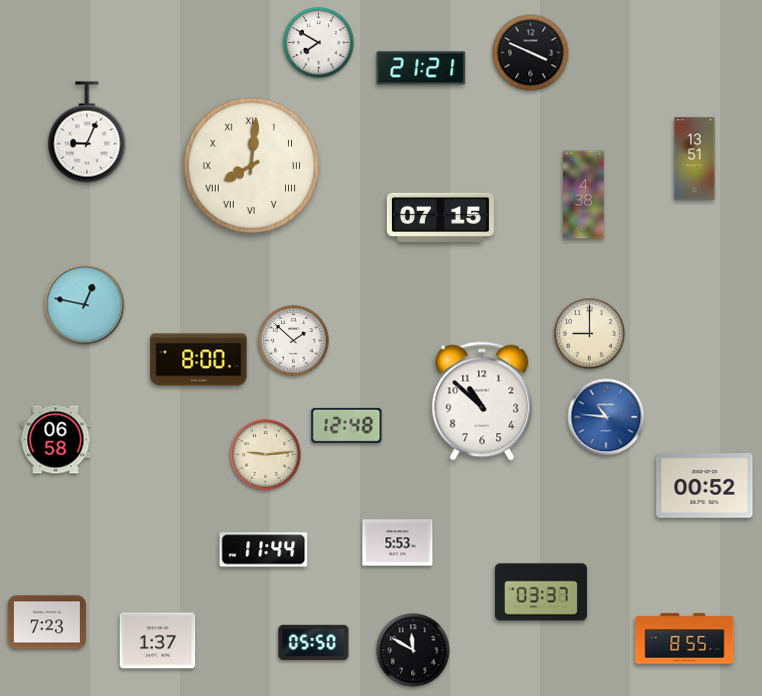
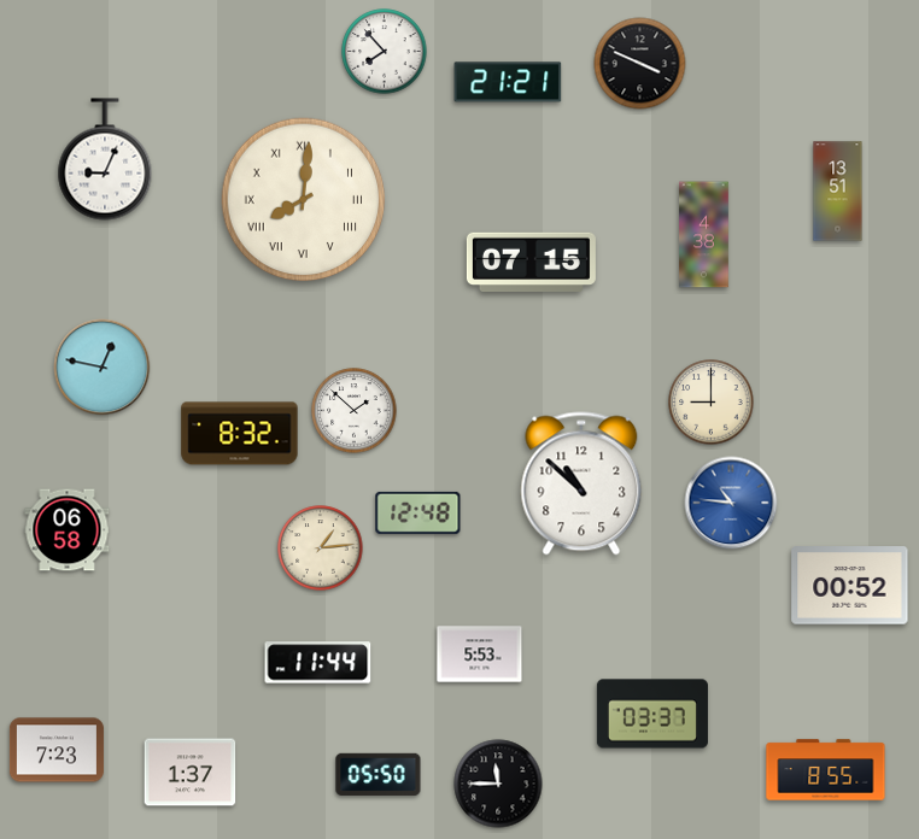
clock at (319, 43): 7:50 -> 7:53
clock at (199, 360): 8:00 -> 8:32
clock at (266, 455): 9:14 -> 1:14
clock at (413, 650): 11:50 -> 11:45
